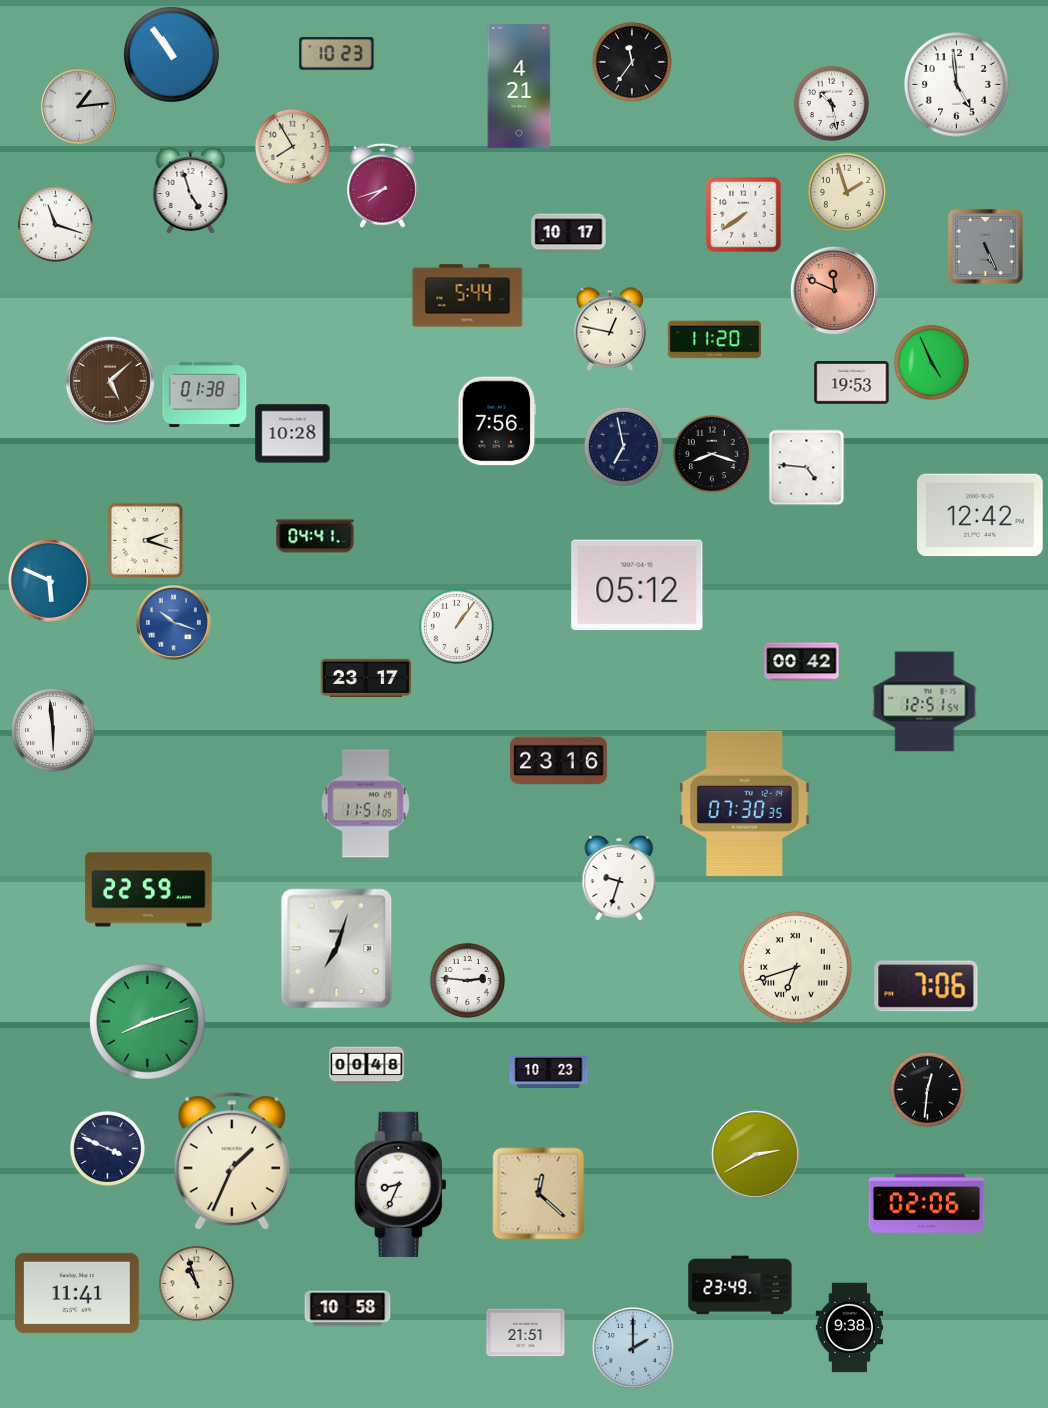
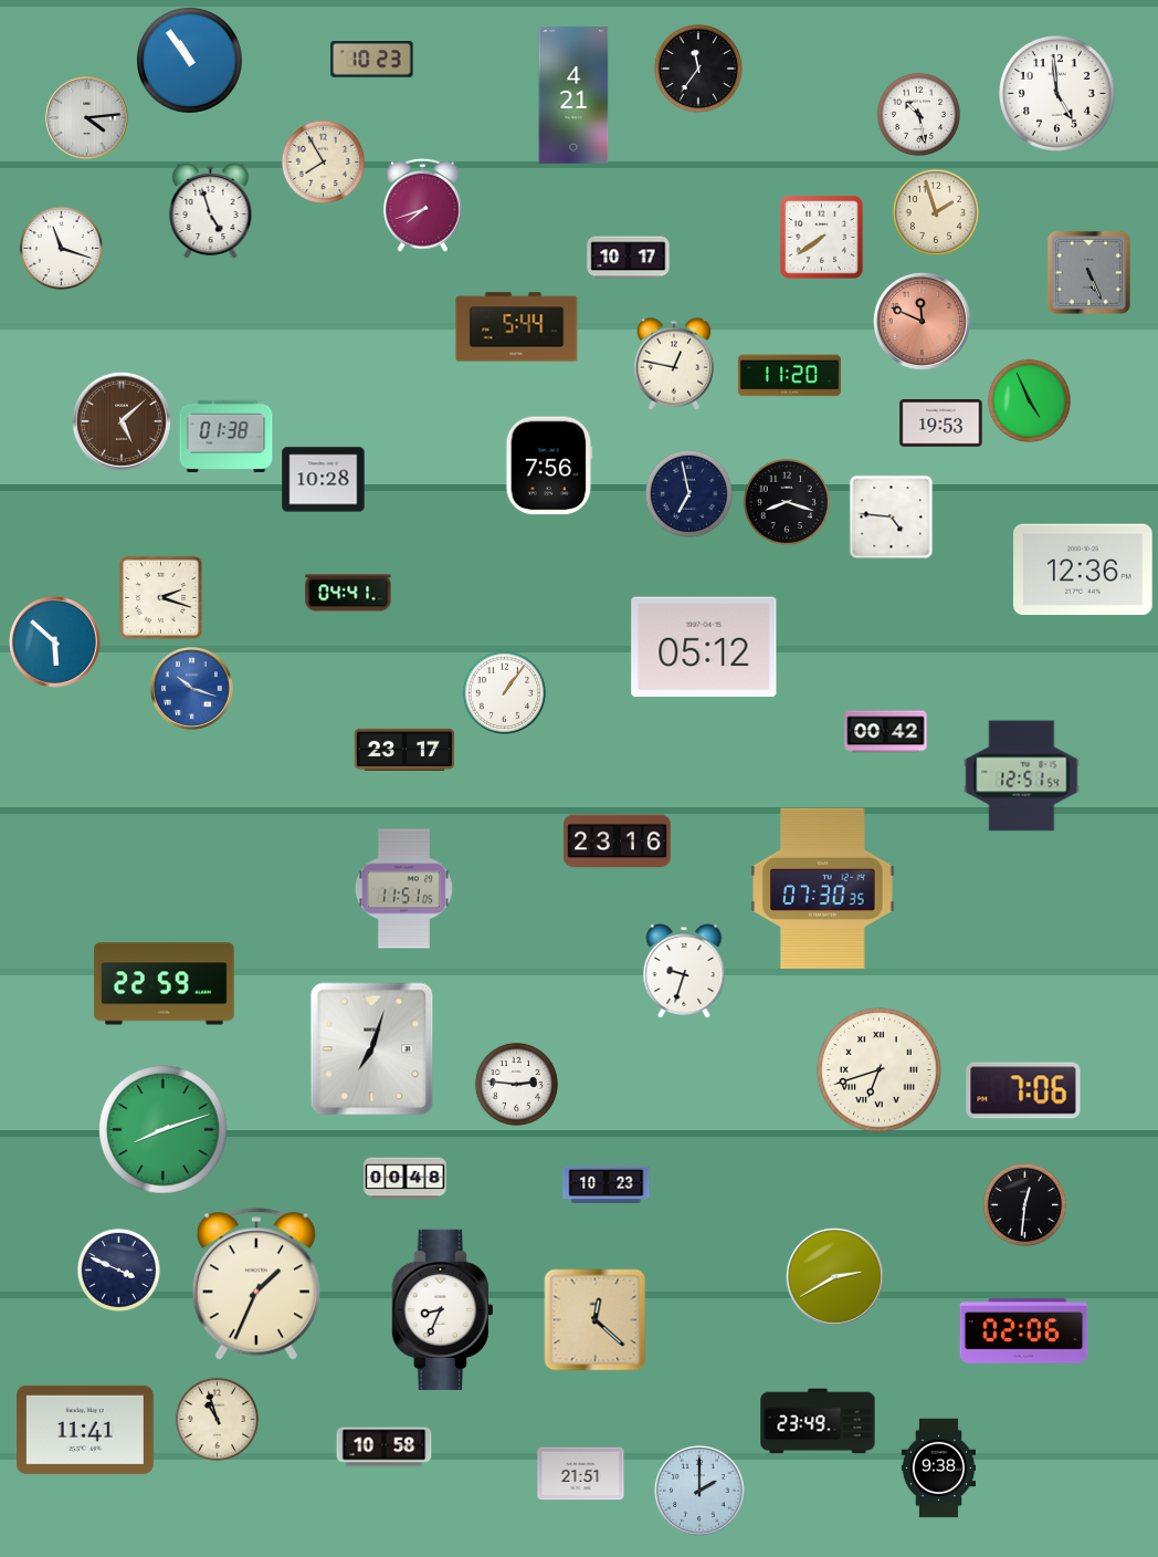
clock at (79, 107): 1:14 -> 4:14
clock at (981, 515): 12:42 -> 12:36
clock at (49, 580): 5:49 -> 5:52
clock at (53, 730): 5:59 -> none
